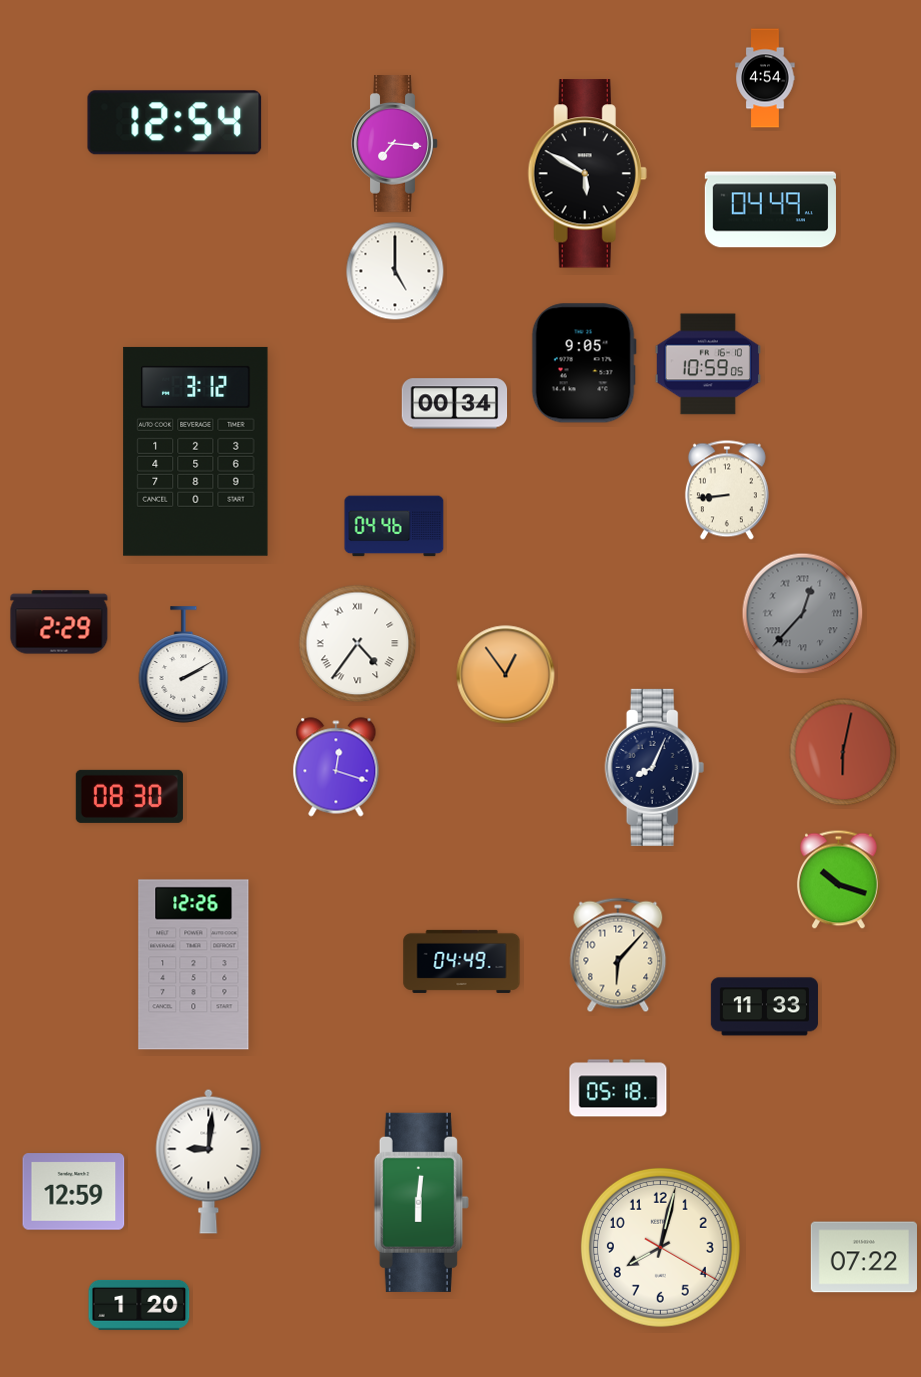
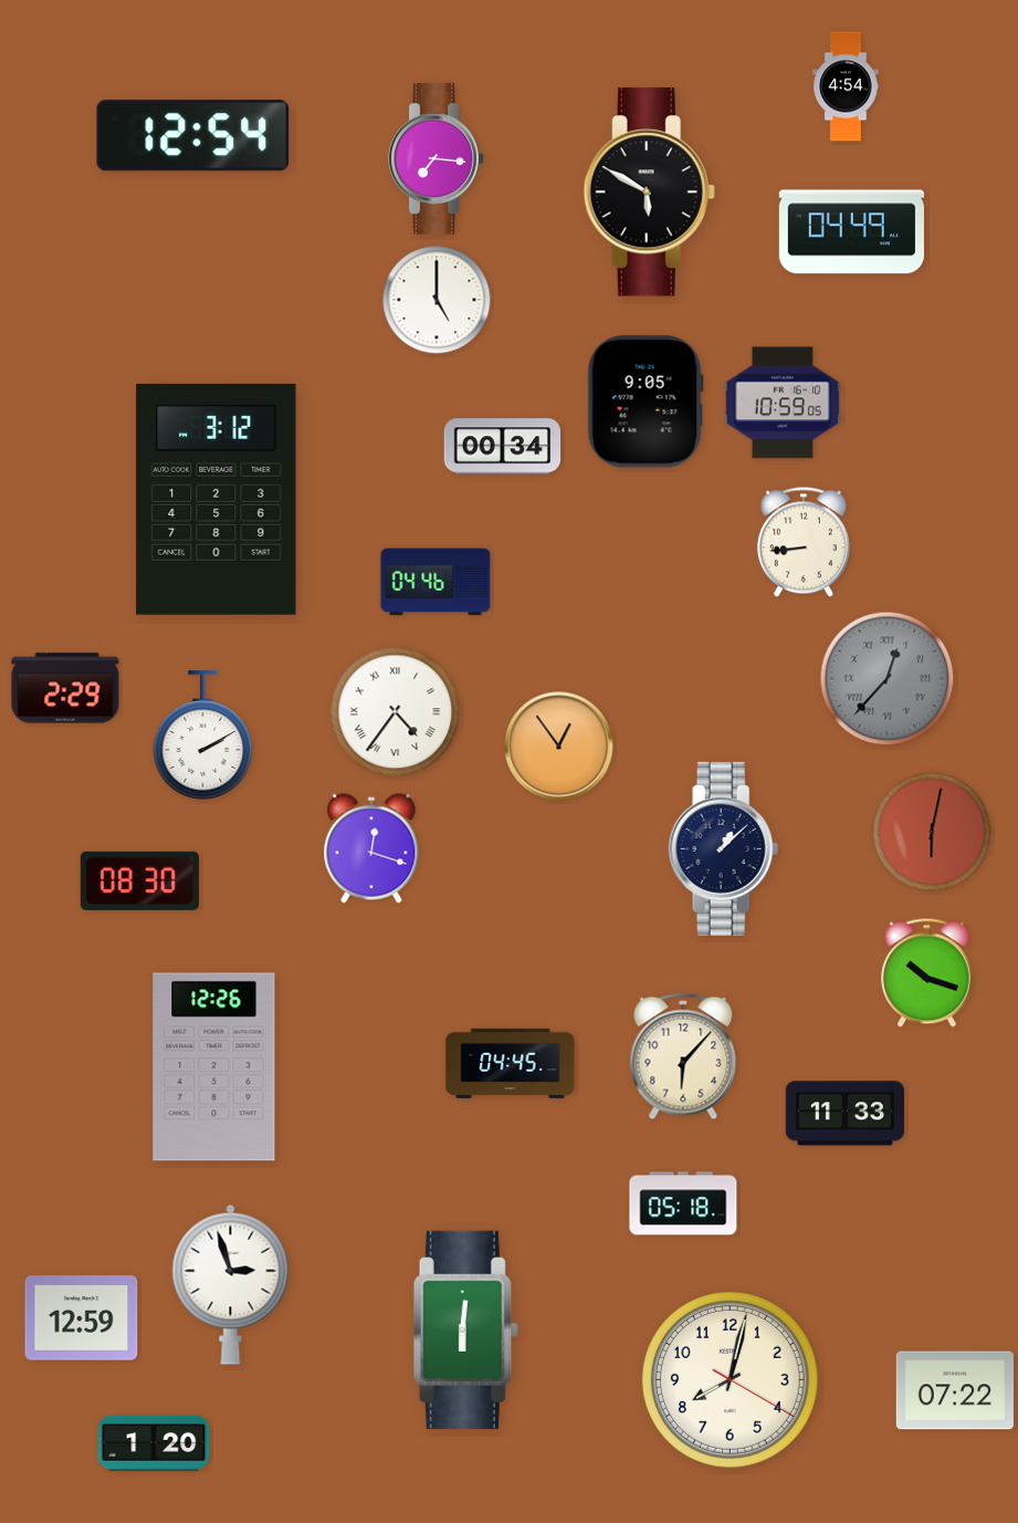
clock at (655, 767): 8:04 -> 1:08
clock at (129, 796) position: (129, 796) -> (139, 880)
clock at (462, 961): 04:49 -> 04:45
clock at (209, 1161): 9:01 -> 2:57
